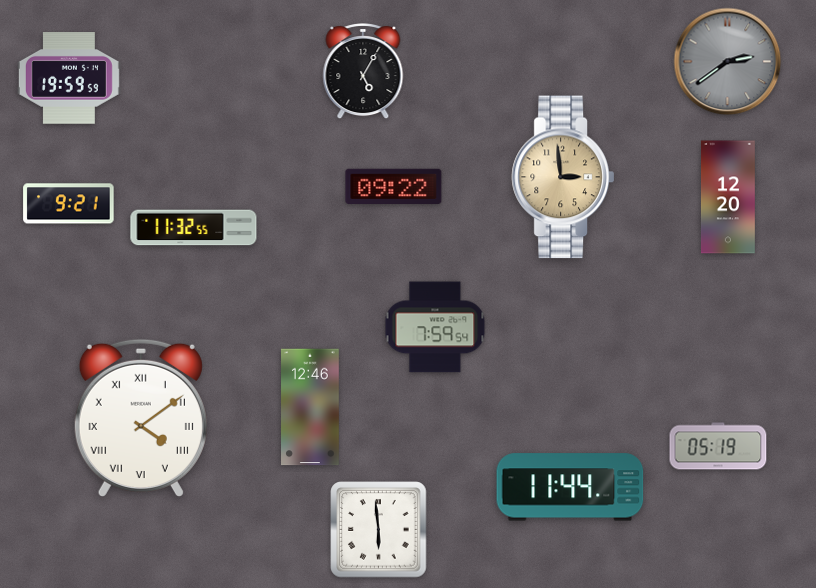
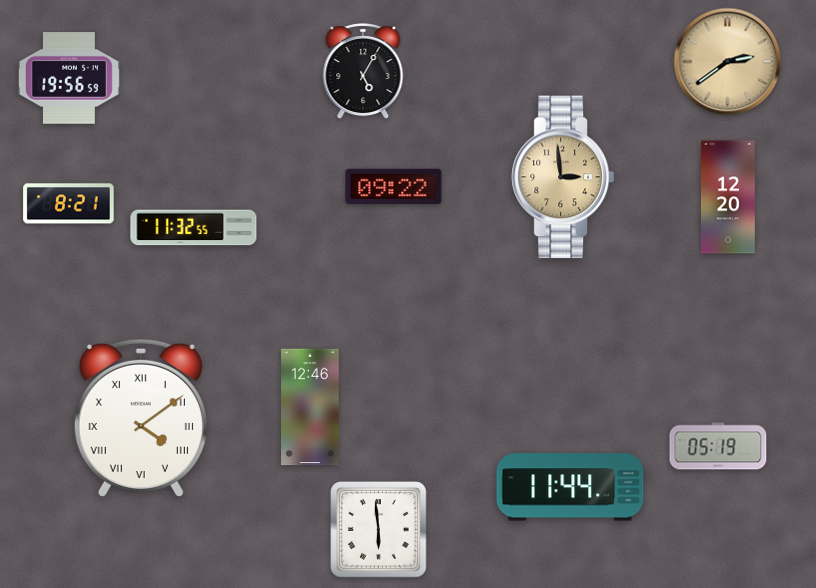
clock at (728, 62) dial: grey -> champagne
clock at (69, 78): 19:59 -> 19:56
clock at (69, 204): 9:21 -> 8:21
clock at (435, 327): 7:59 -> none
